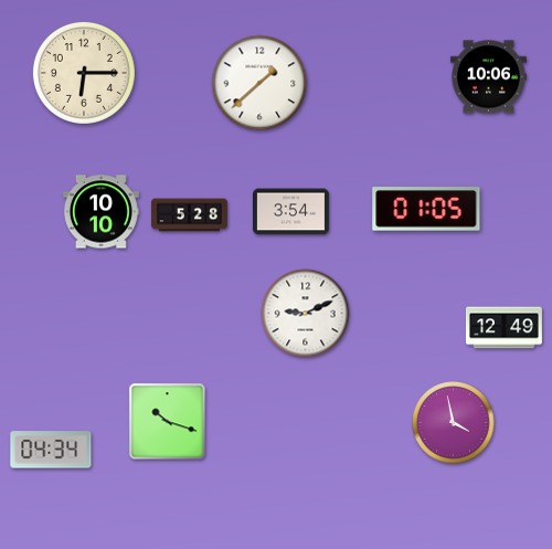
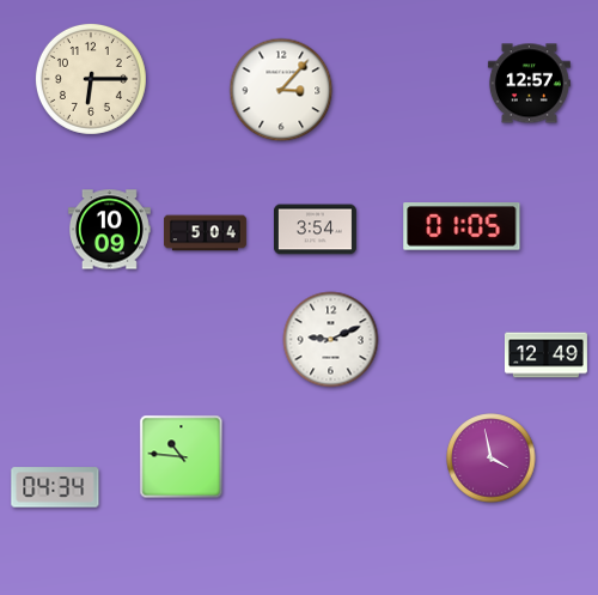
clock at (488, 77): 10:06 -> 12:57
clock at (259, 83): 1:38 -> 3:07
clock at (100, 212): 10:10 -> 10:09
clock at (190, 215): 5:28 -> 5:04
clock at (168, 422): 10:18 -> 10:46
